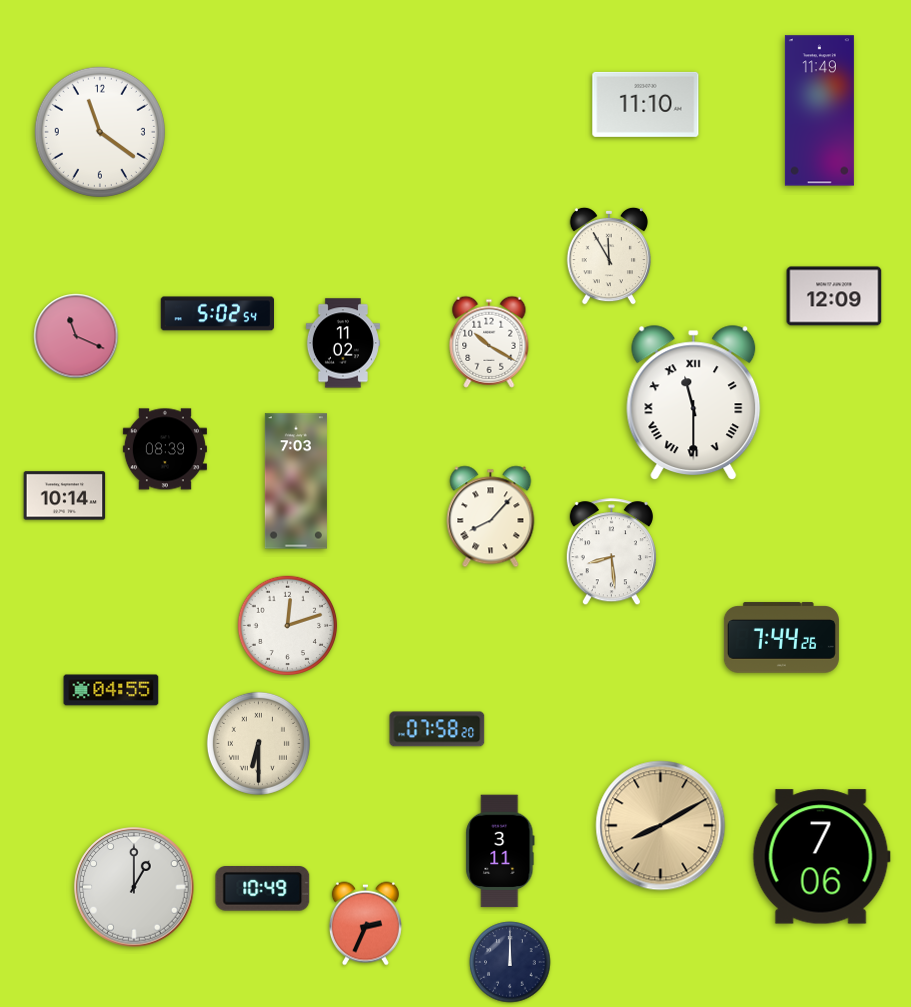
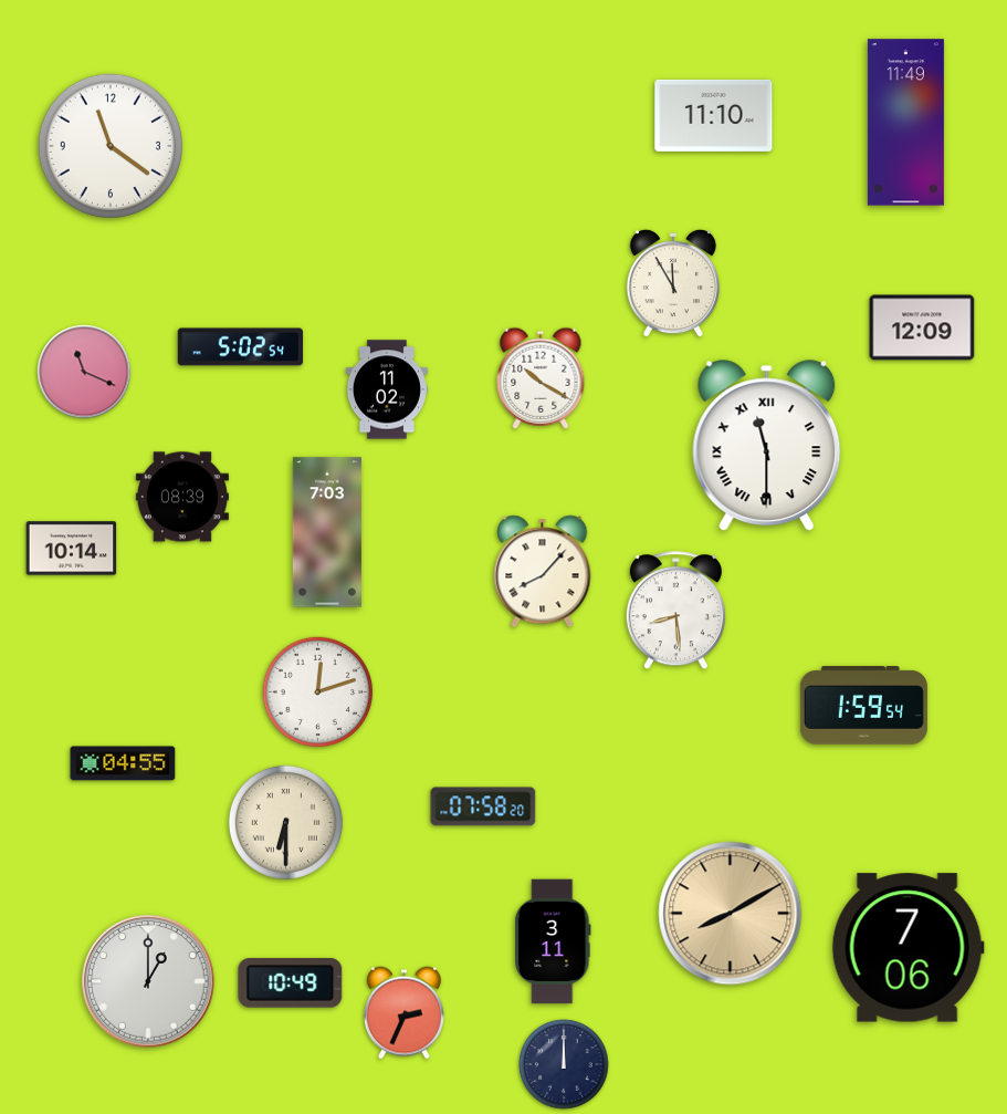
clock at (343, 343) position: (343, 343) -> (387, 389)
clock at (781, 638): 7:44 -> 1:59
clock at (365, 924) position: (365, 924) -> (403, 1013)
